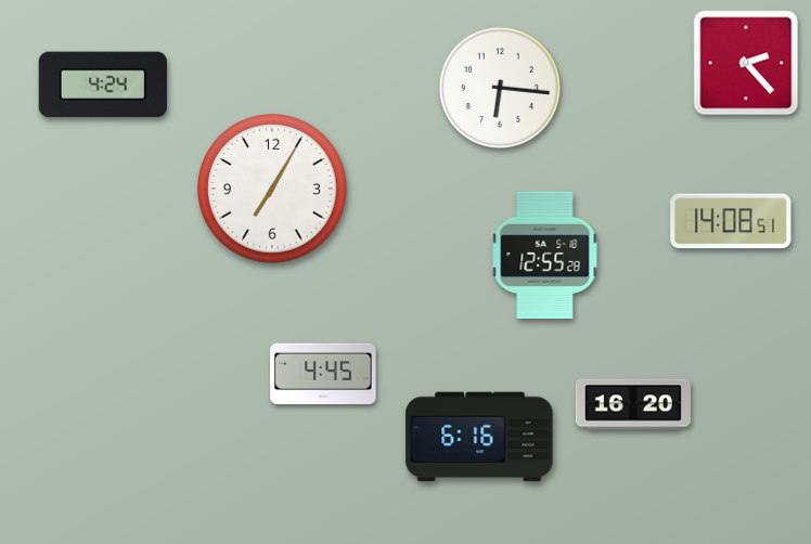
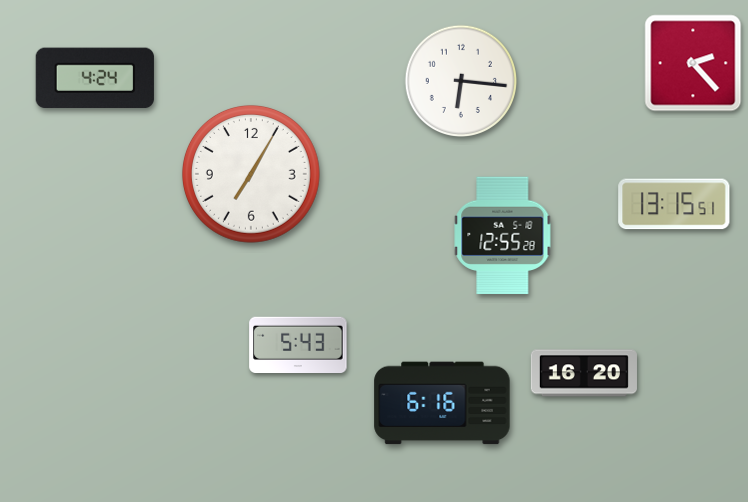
clock at (746, 63) position: (746, 63) -> (693, 63)
clock at (731, 221): 14:08 -> 13:15
clock at (323, 373): 4:45 -> 5:43
